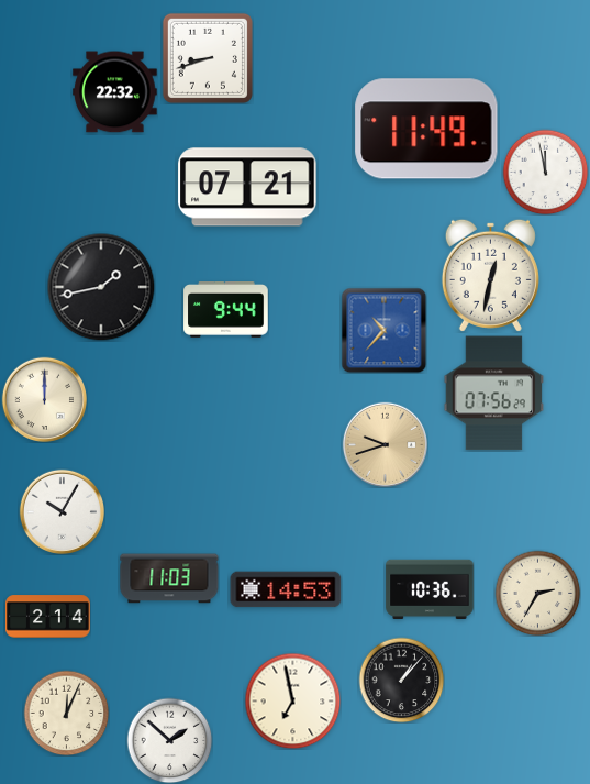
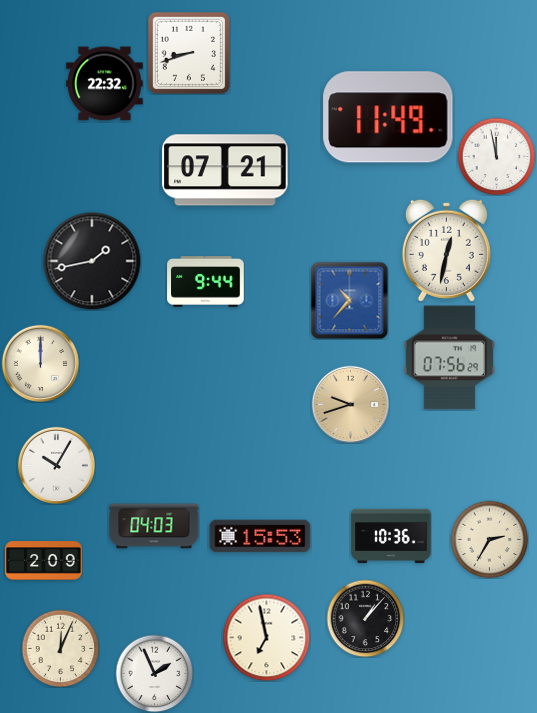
clock at (169, 578): 11:03 -> 04:03
clock at (286, 589): 14:53 -> 15:53
clock at (48, 617): 2:14 -> 2:09
clock at (169, 740): 1:52 -> 1:56
